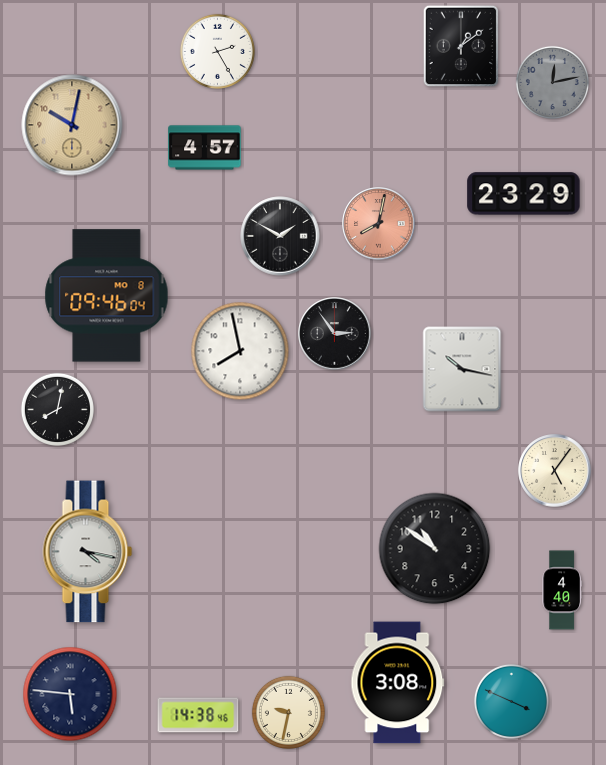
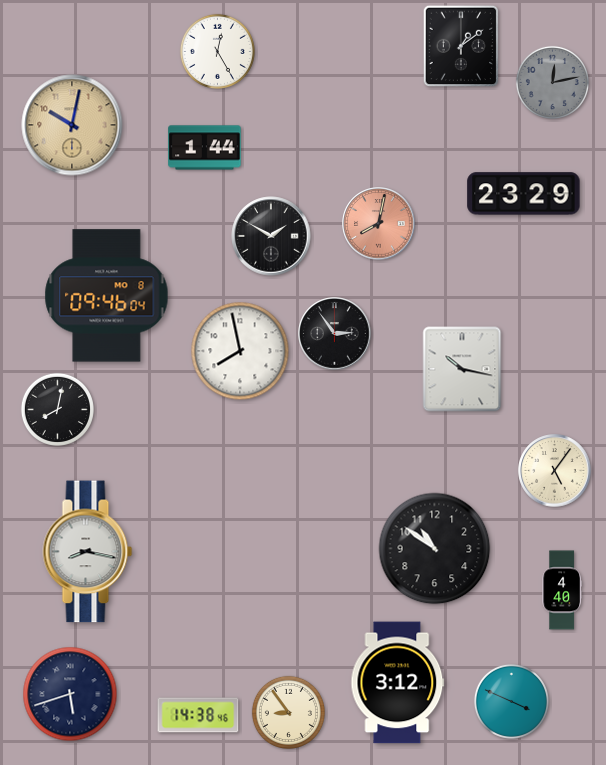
clock at (217, 51): 2:25 -> 12:25
clock at (205, 148): 4:57 -> 1:44
clock at (280, 236) position: (280, 236) -> (271, 236)
clock at (88, 552): 4:17 -> 8:17
clock at (398, 683): 3:08 -> 3:12
clock at (70, 694): 5:46 -> 5:42
clock at (288, 712): 9:32 -> 8:54
